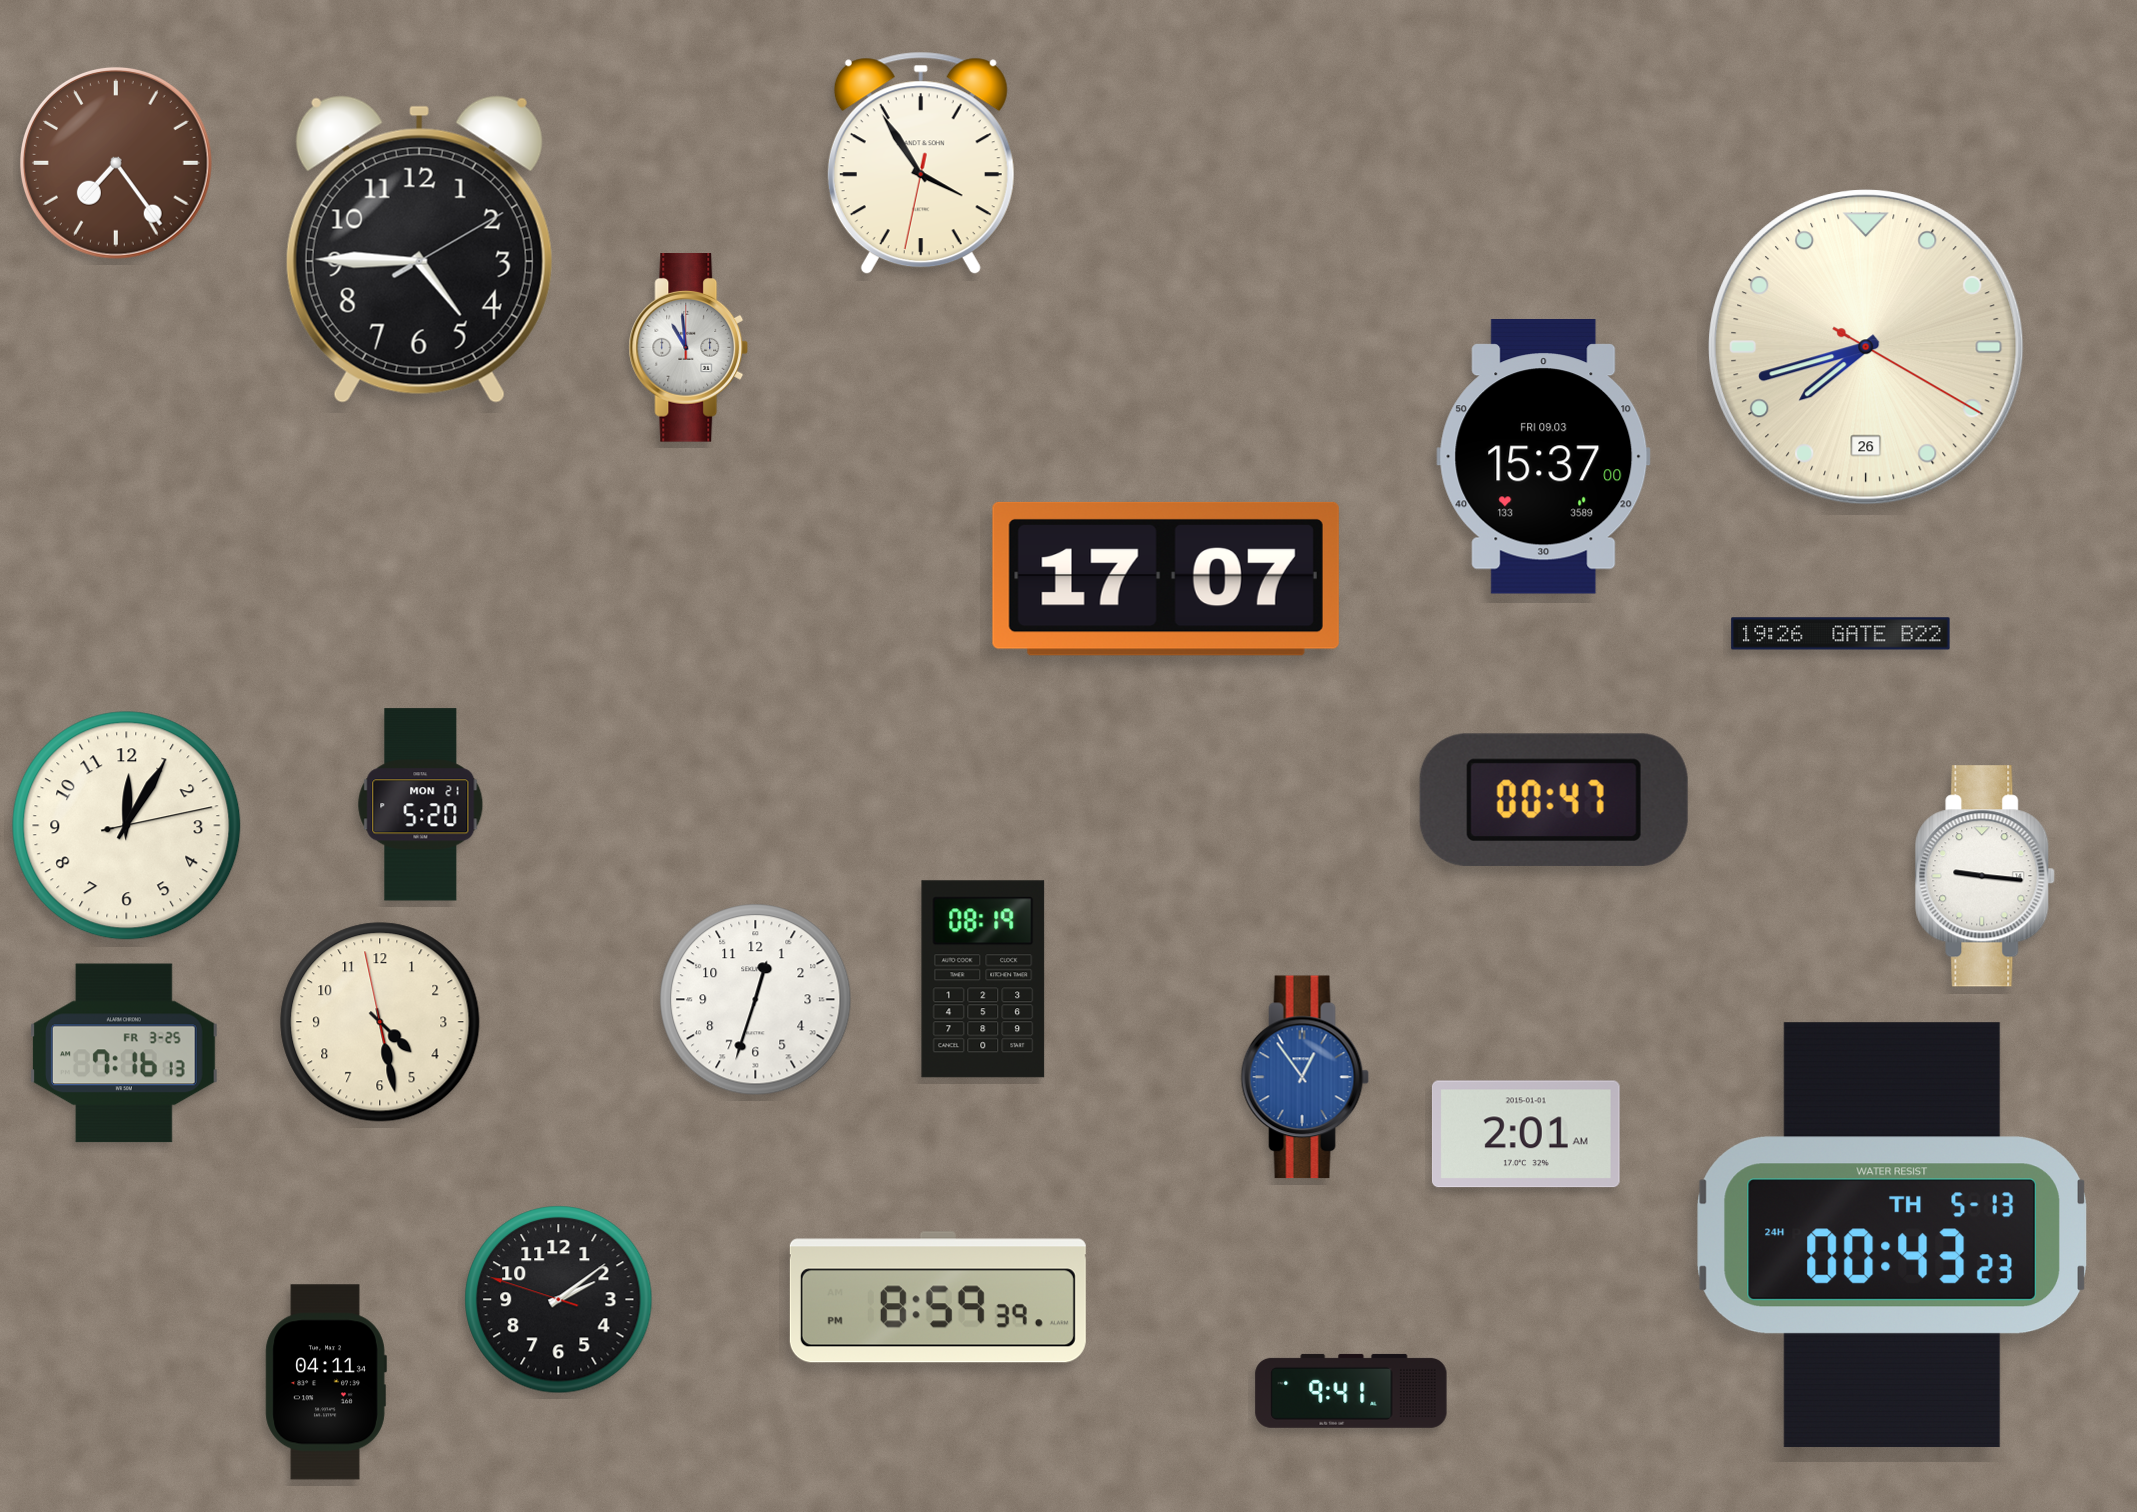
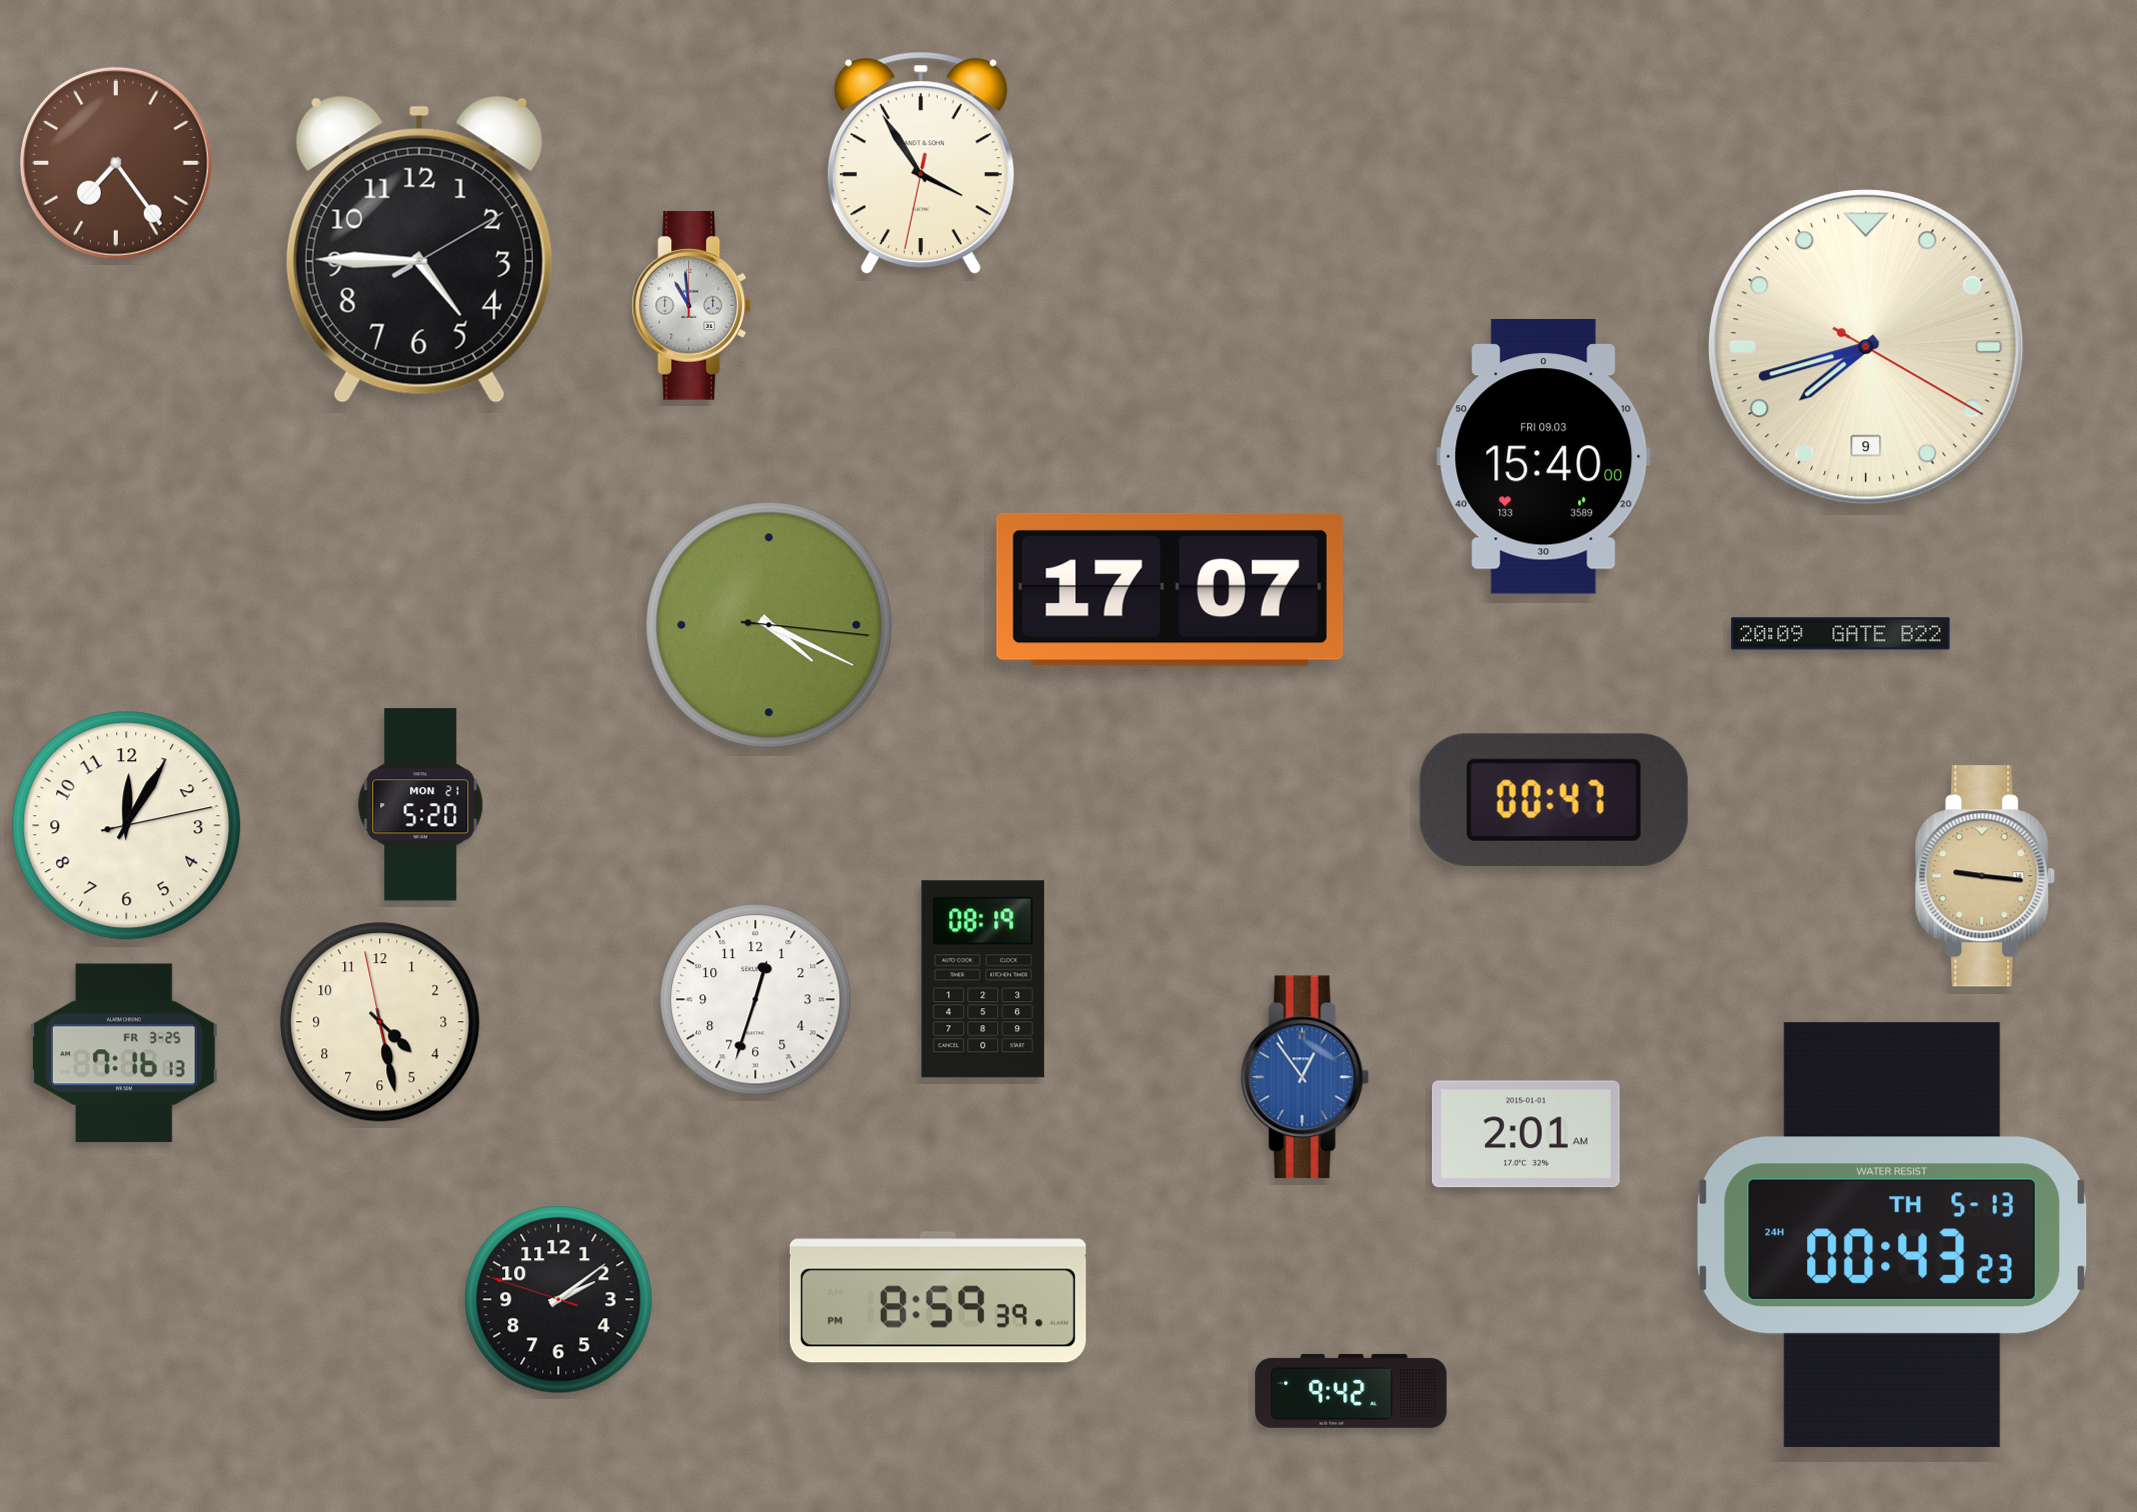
clock at (1866, 347) date: 26 -> 9
clock at (689, 348) position: (689, 348) -> (692, 306)
clock at (1544, 457): 15:37 -> 15:40
clock at (1166, 579) position: (1166, 579) -> (1170, 590)
clock at (769, 625): none -> 4:19
clock at (1841, 634): 19:26 -> 20:09
clock at (1986, 876) dial: white -> champagne
clock at (326, 1382): 04:11 -> none
clock at (1351, 1391): 9:41 -> 9:42
